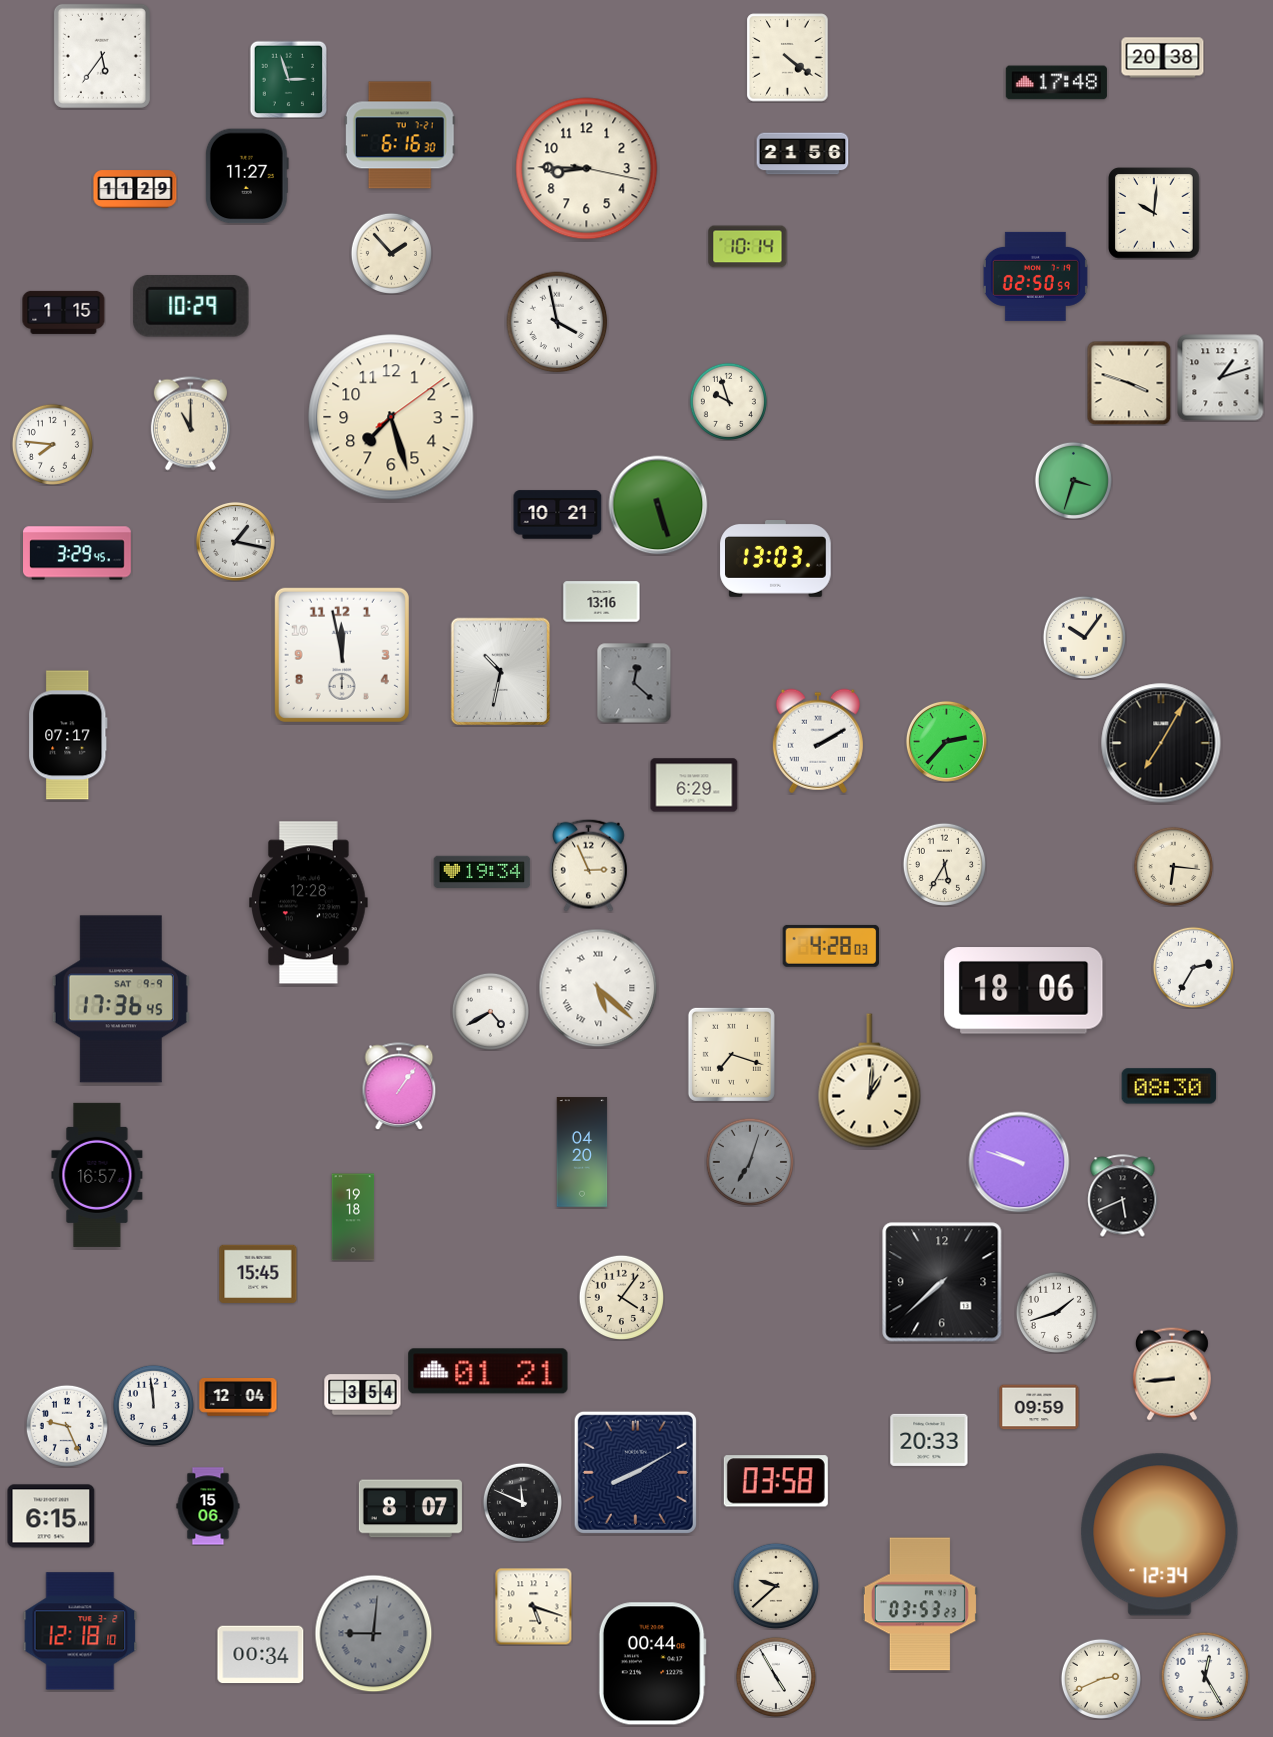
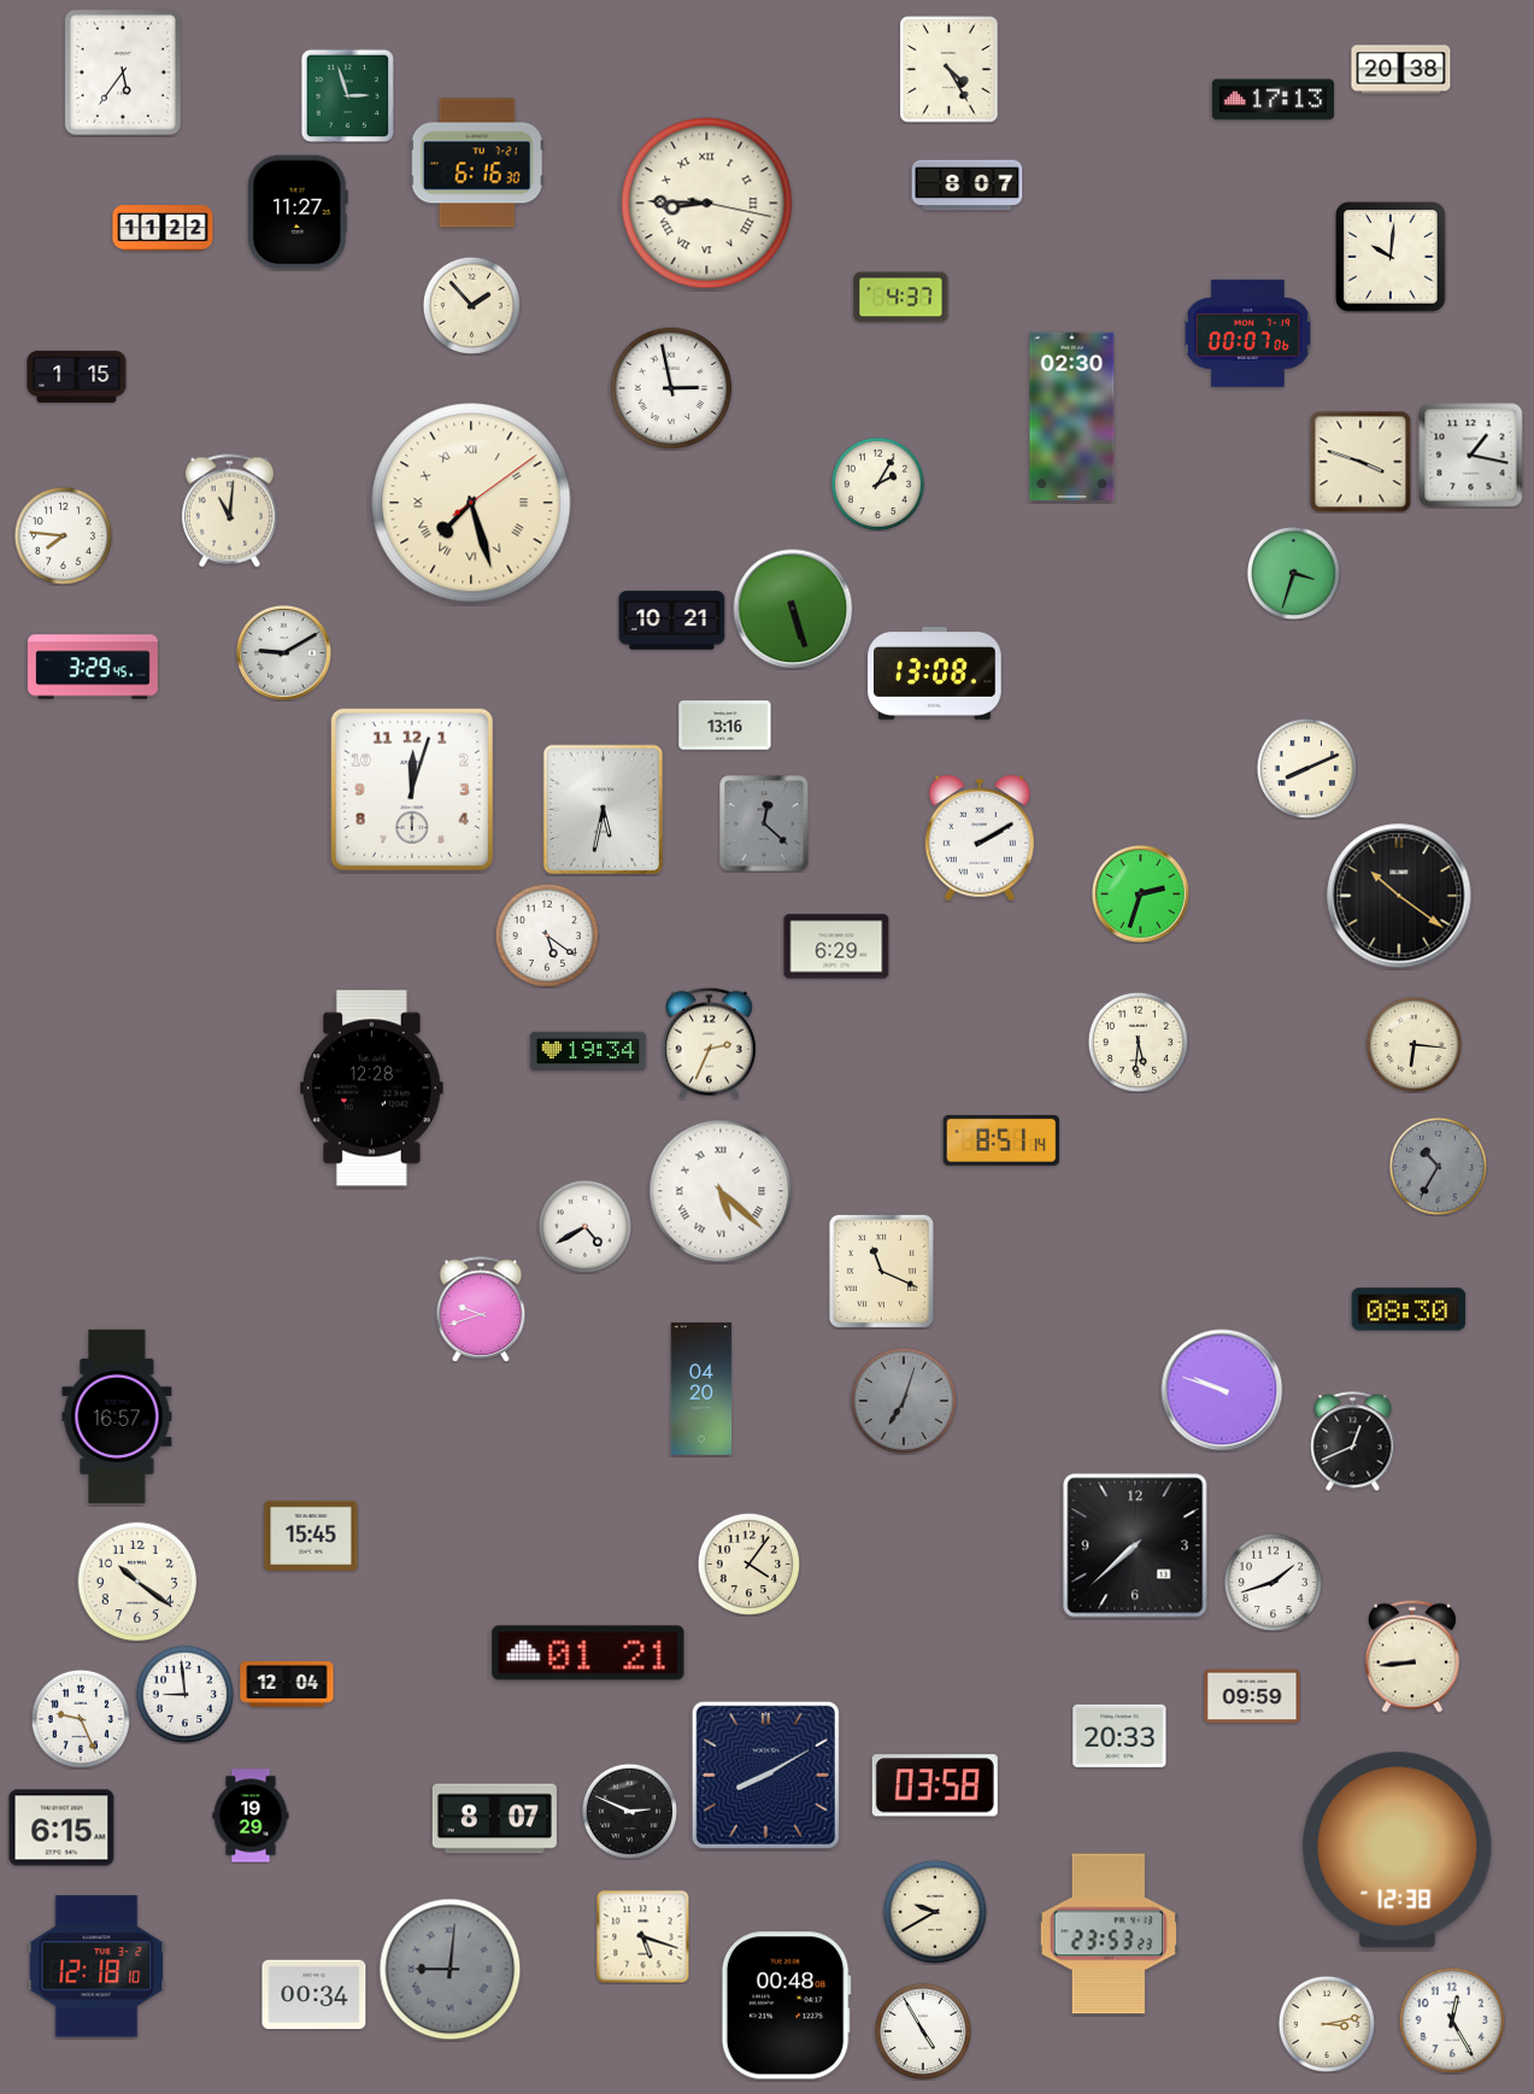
clock at (102, 56) position: (102, 56) -> (123, 72)
clock at (788, 58): 4:21 -> 4:25
clock at (1056, 83): 17:48 -> 17:13
clock at (400, 135) position: (400, 135) -> (477, 163)
clock at (803, 154): 21:56 -> 8:07
clock at (587, 169) numerals: Arabic -> Roman
clock at (135, 189): 11:29 -> 11:22
clock at (748, 247): 10:14 -> 4:37
clock at (1035, 276): 02:50 -> 00:07
clock at (191, 307): 10:29 -> none
clock at (557, 322): 3:58 -> 2:58
clock at (1072, 417): none -> 02:30
clock at (1221, 378): 1:12 -> 1:17
clock at (728, 401): 9:57 -> 2:05
clock at (391, 417) numerals: Arabic -> Roman
clock at (190, 424): 11:00 -> 11:01
clock at (1073, 480) position: (1073, 480) -> (1293, 573)
clock at (235, 541): 1:17 -> 9:10
clock at (776, 559): 13:03 -> 13:08
clock at (1084, 637): 10:06 -> 8:11
clock at (342, 655): 11:58 -> 12:03
clock at (501, 672): 10:32 -> 5:32
clock at (68, 735): 07:17 -> none
clock at (818, 741) position: (818, 741) -> (980, 838)
clock at (946, 741): 2:37 -> 2:33
clock at (1161, 743): 7:05 -> 10:21
clock at (546, 934): none -> 5:21
clock at (944, 864): 5:35 -> 5:31
clock at (589, 865): 2:56 -> 2:34
clock at (482, 871) position: (482, 871) -> (588, 1050)
clock at (831, 946): 4:28 -> 8:51
clock at (1193, 967): 2:35 -> 10:35
clock at (1193, 967) dial: white -> grey
clock at (1024, 991): 18:06 -> none
clock at (121, 999): 17:36 -> none
clock at (490, 1011) position: (490, 1011) -> (584, 1226)
clock at (731, 1054): 7:18 -> 11:19
clock at (870, 1081): 1:01 -> none
clock at (399, 1086): 1:06 -> 9:42
clock at (1019, 1162) position: (1019, 1162) -> (1222, 1390)
clock at (1123, 1196): 5:41 -> 12:41
clock at (353, 1217): 19:18 -> none
clock at (137, 1582): none -> 10:21
clock at (363, 1395): 3:54 -> none
clock at (153, 1405): 11:59 -> 8:59
clock at (522, 1502): 11:49 -> 2:49
clock at (208, 1506): 15:06 -> 19:29
clock at (1160, 1535): 12:34 -> 12:38
clock at (775, 1585): 9:38 -> 9:40
clock at (920, 1604): 03:53 -> 23:53
clock at (652, 1664): 00:44 -> 00:48
clock at (776, 1677) position: (776, 1677) -> (923, 2031)
clock at (1101, 1679): 2:41 -> 3:13
